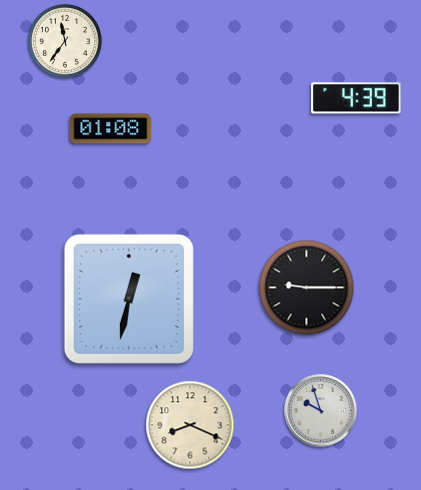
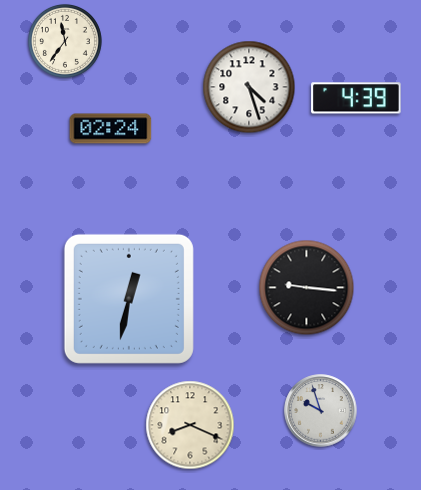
clock at (249, 87): none -> 4:27
clock at (111, 129): 01:08 -> 02:24
clock at (307, 288): 9:15 -> 9:16
